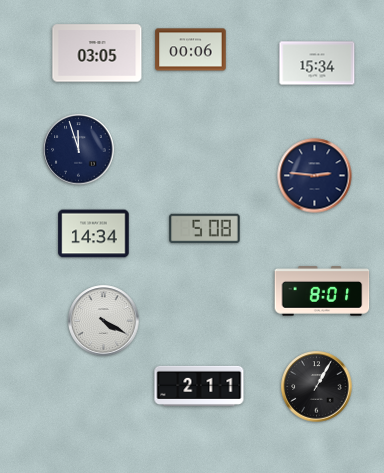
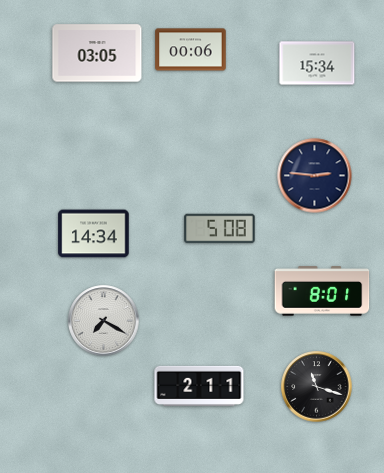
clock at (79, 150): 11:57 -> none
clock at (205, 229) position: (205, 229) -> (220, 229)
clock at (104, 321): 4:20 -> 7:20
clock at (317, 387): 1:05 -> 11:18
